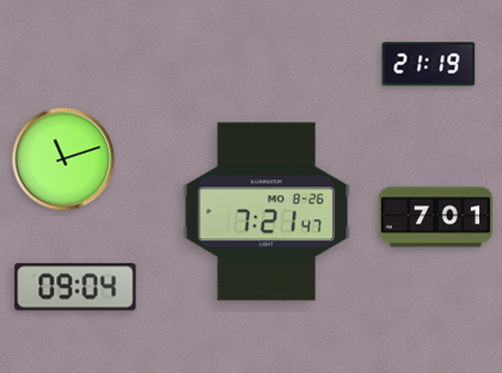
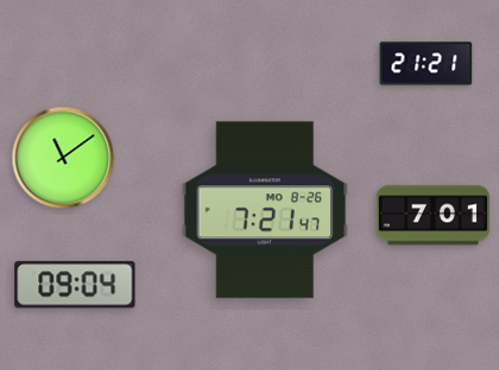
clock at (429, 65): 21:19 -> 21:21
clock at (63, 159): 11:12 -> 11:09
